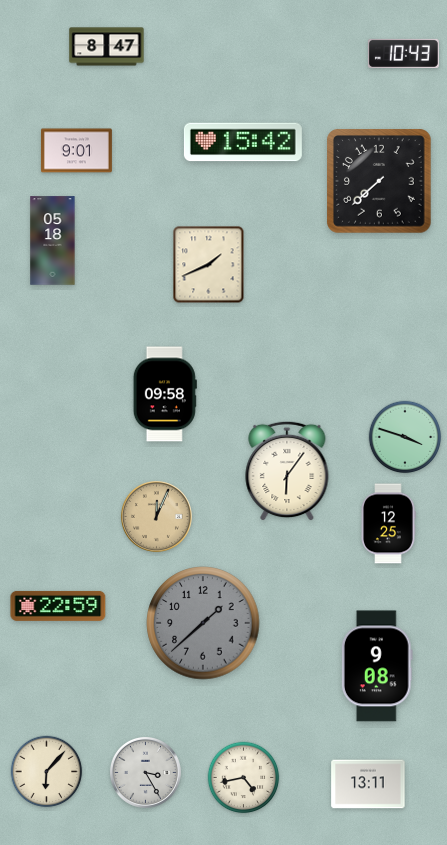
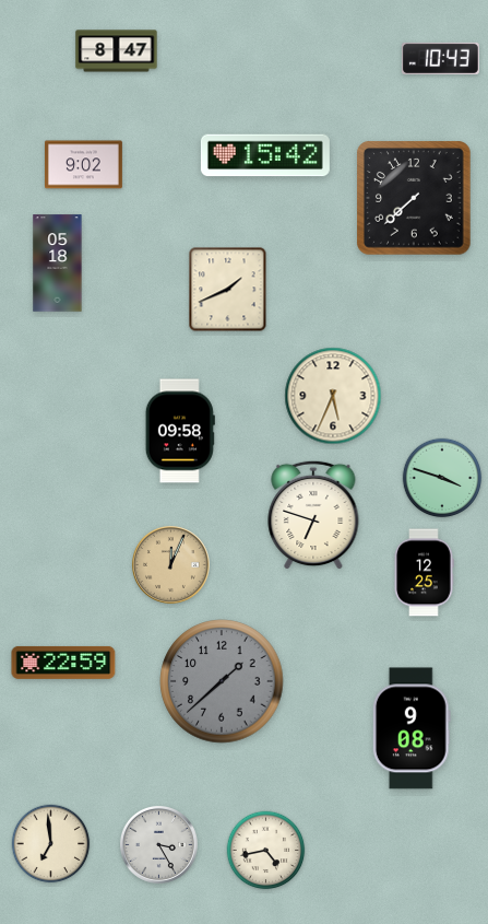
clock at (76, 151): 9:01 -> 9:02
clock at (333, 396): none -> 5:34
clock at (287, 471): 6:06 -> 6:48
clock at (47, 772): 6:07 -> 6:59
clock at (368, 784): 13:11 -> none
